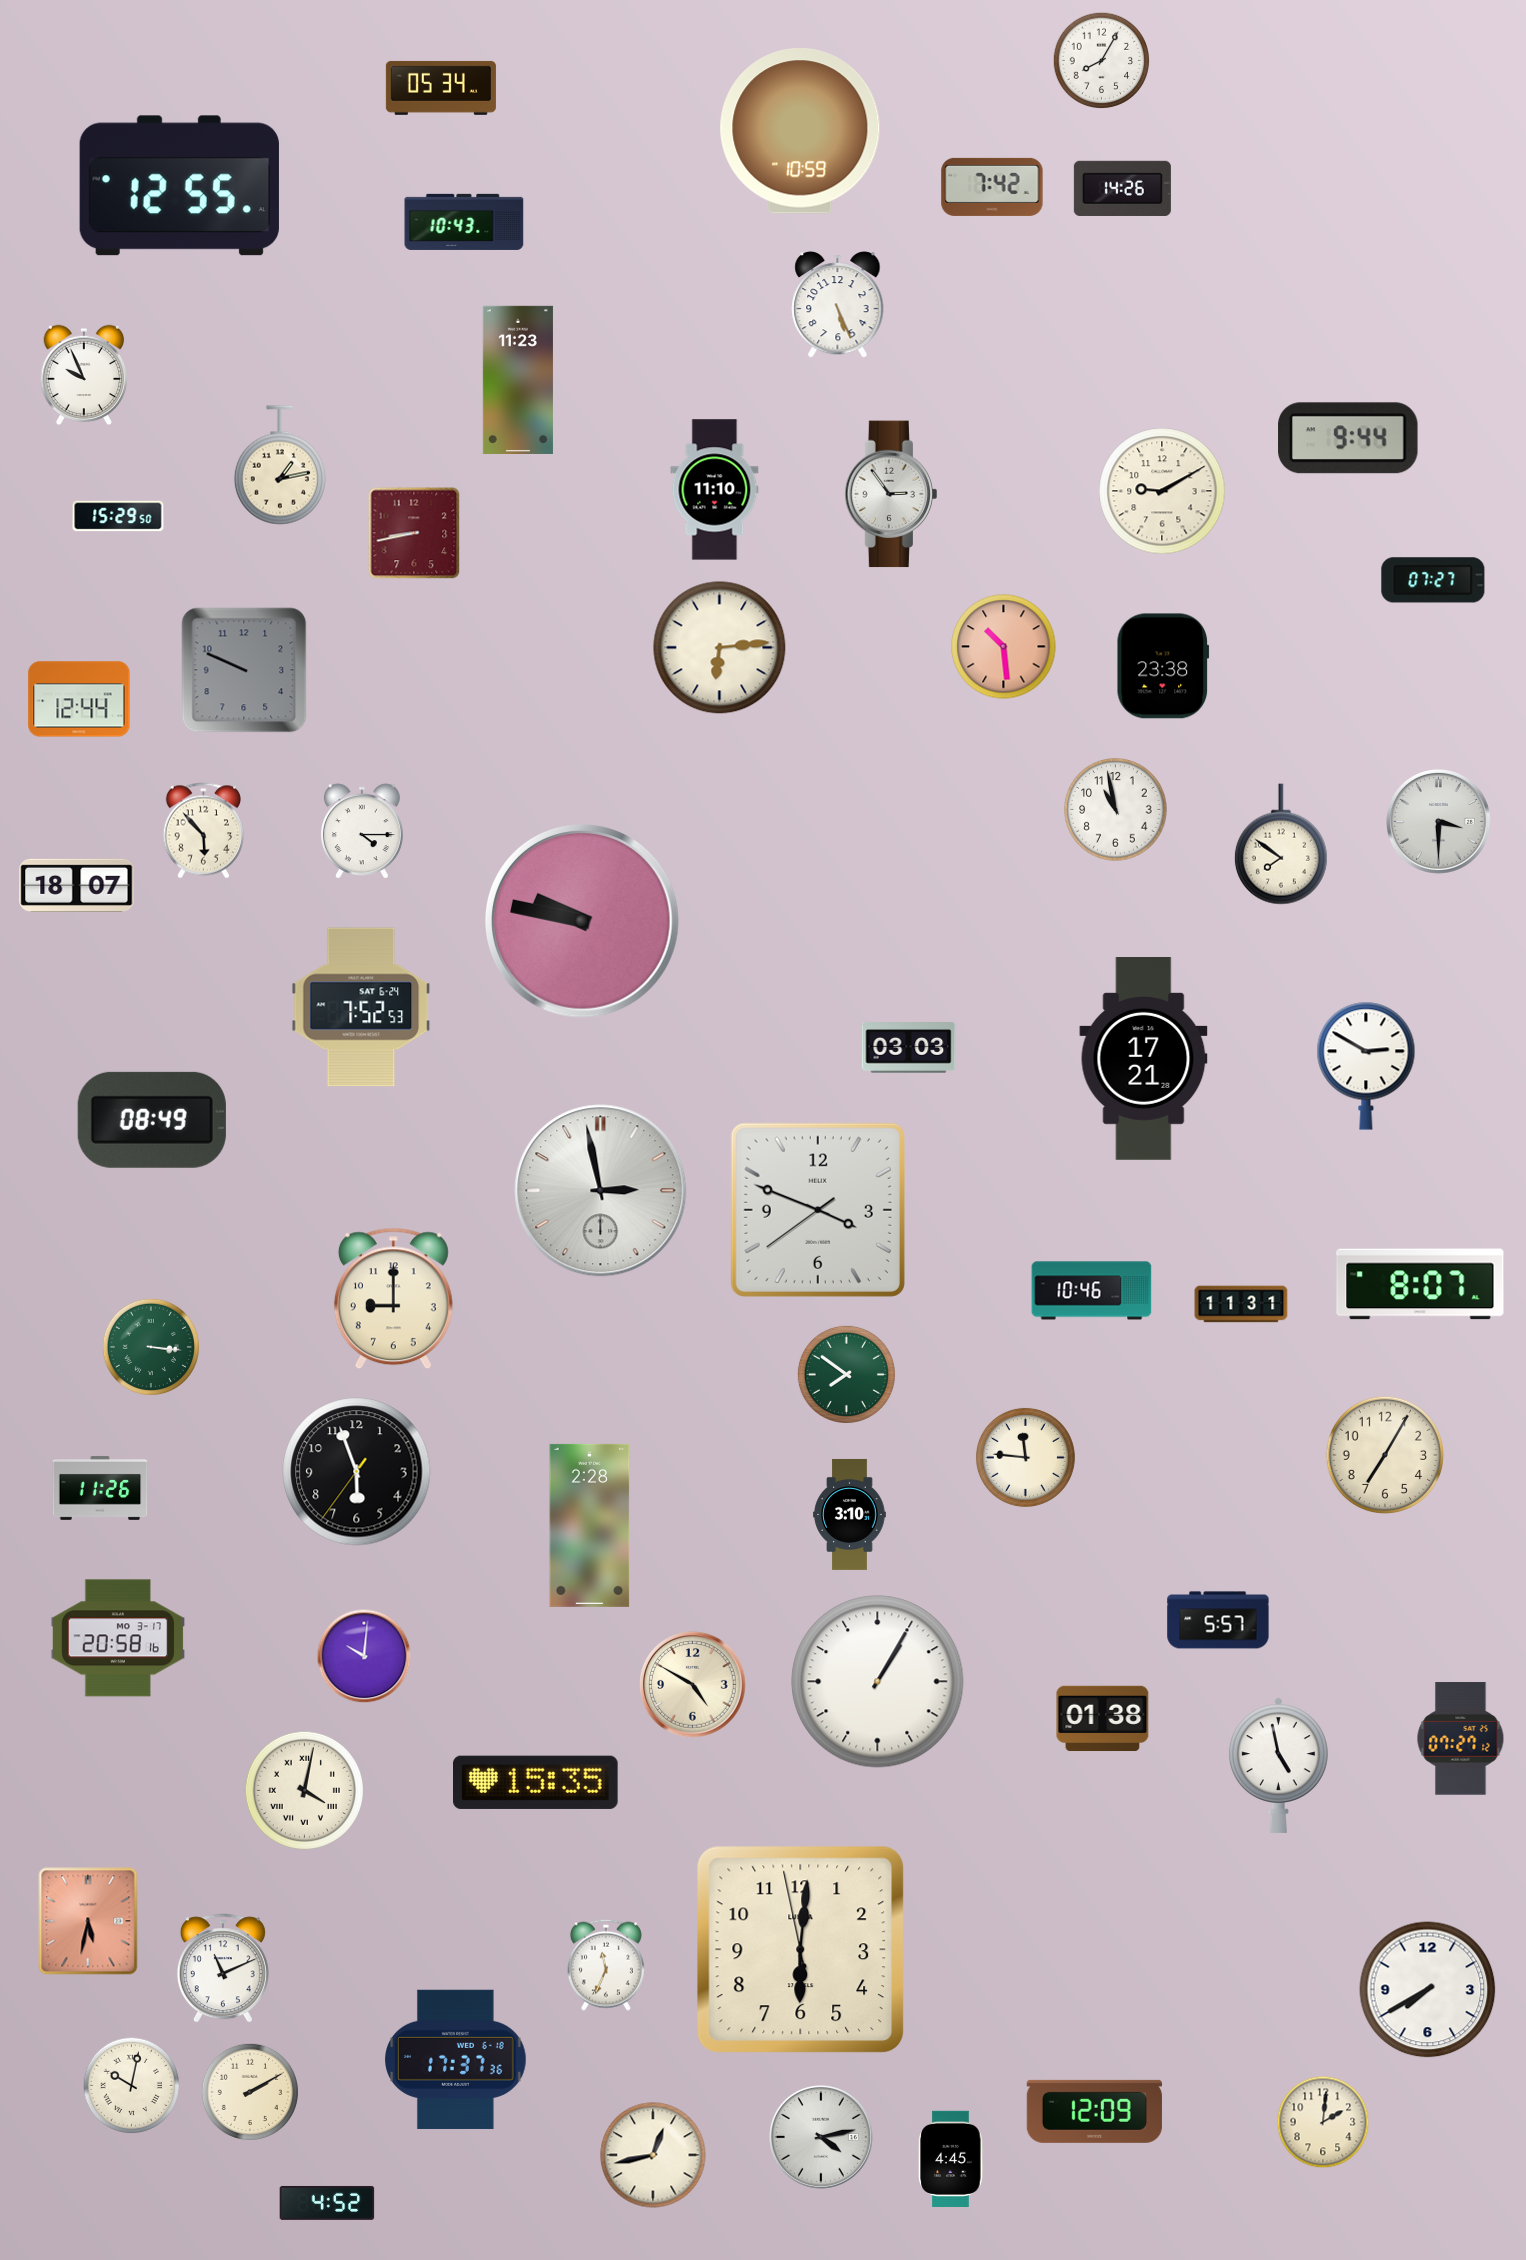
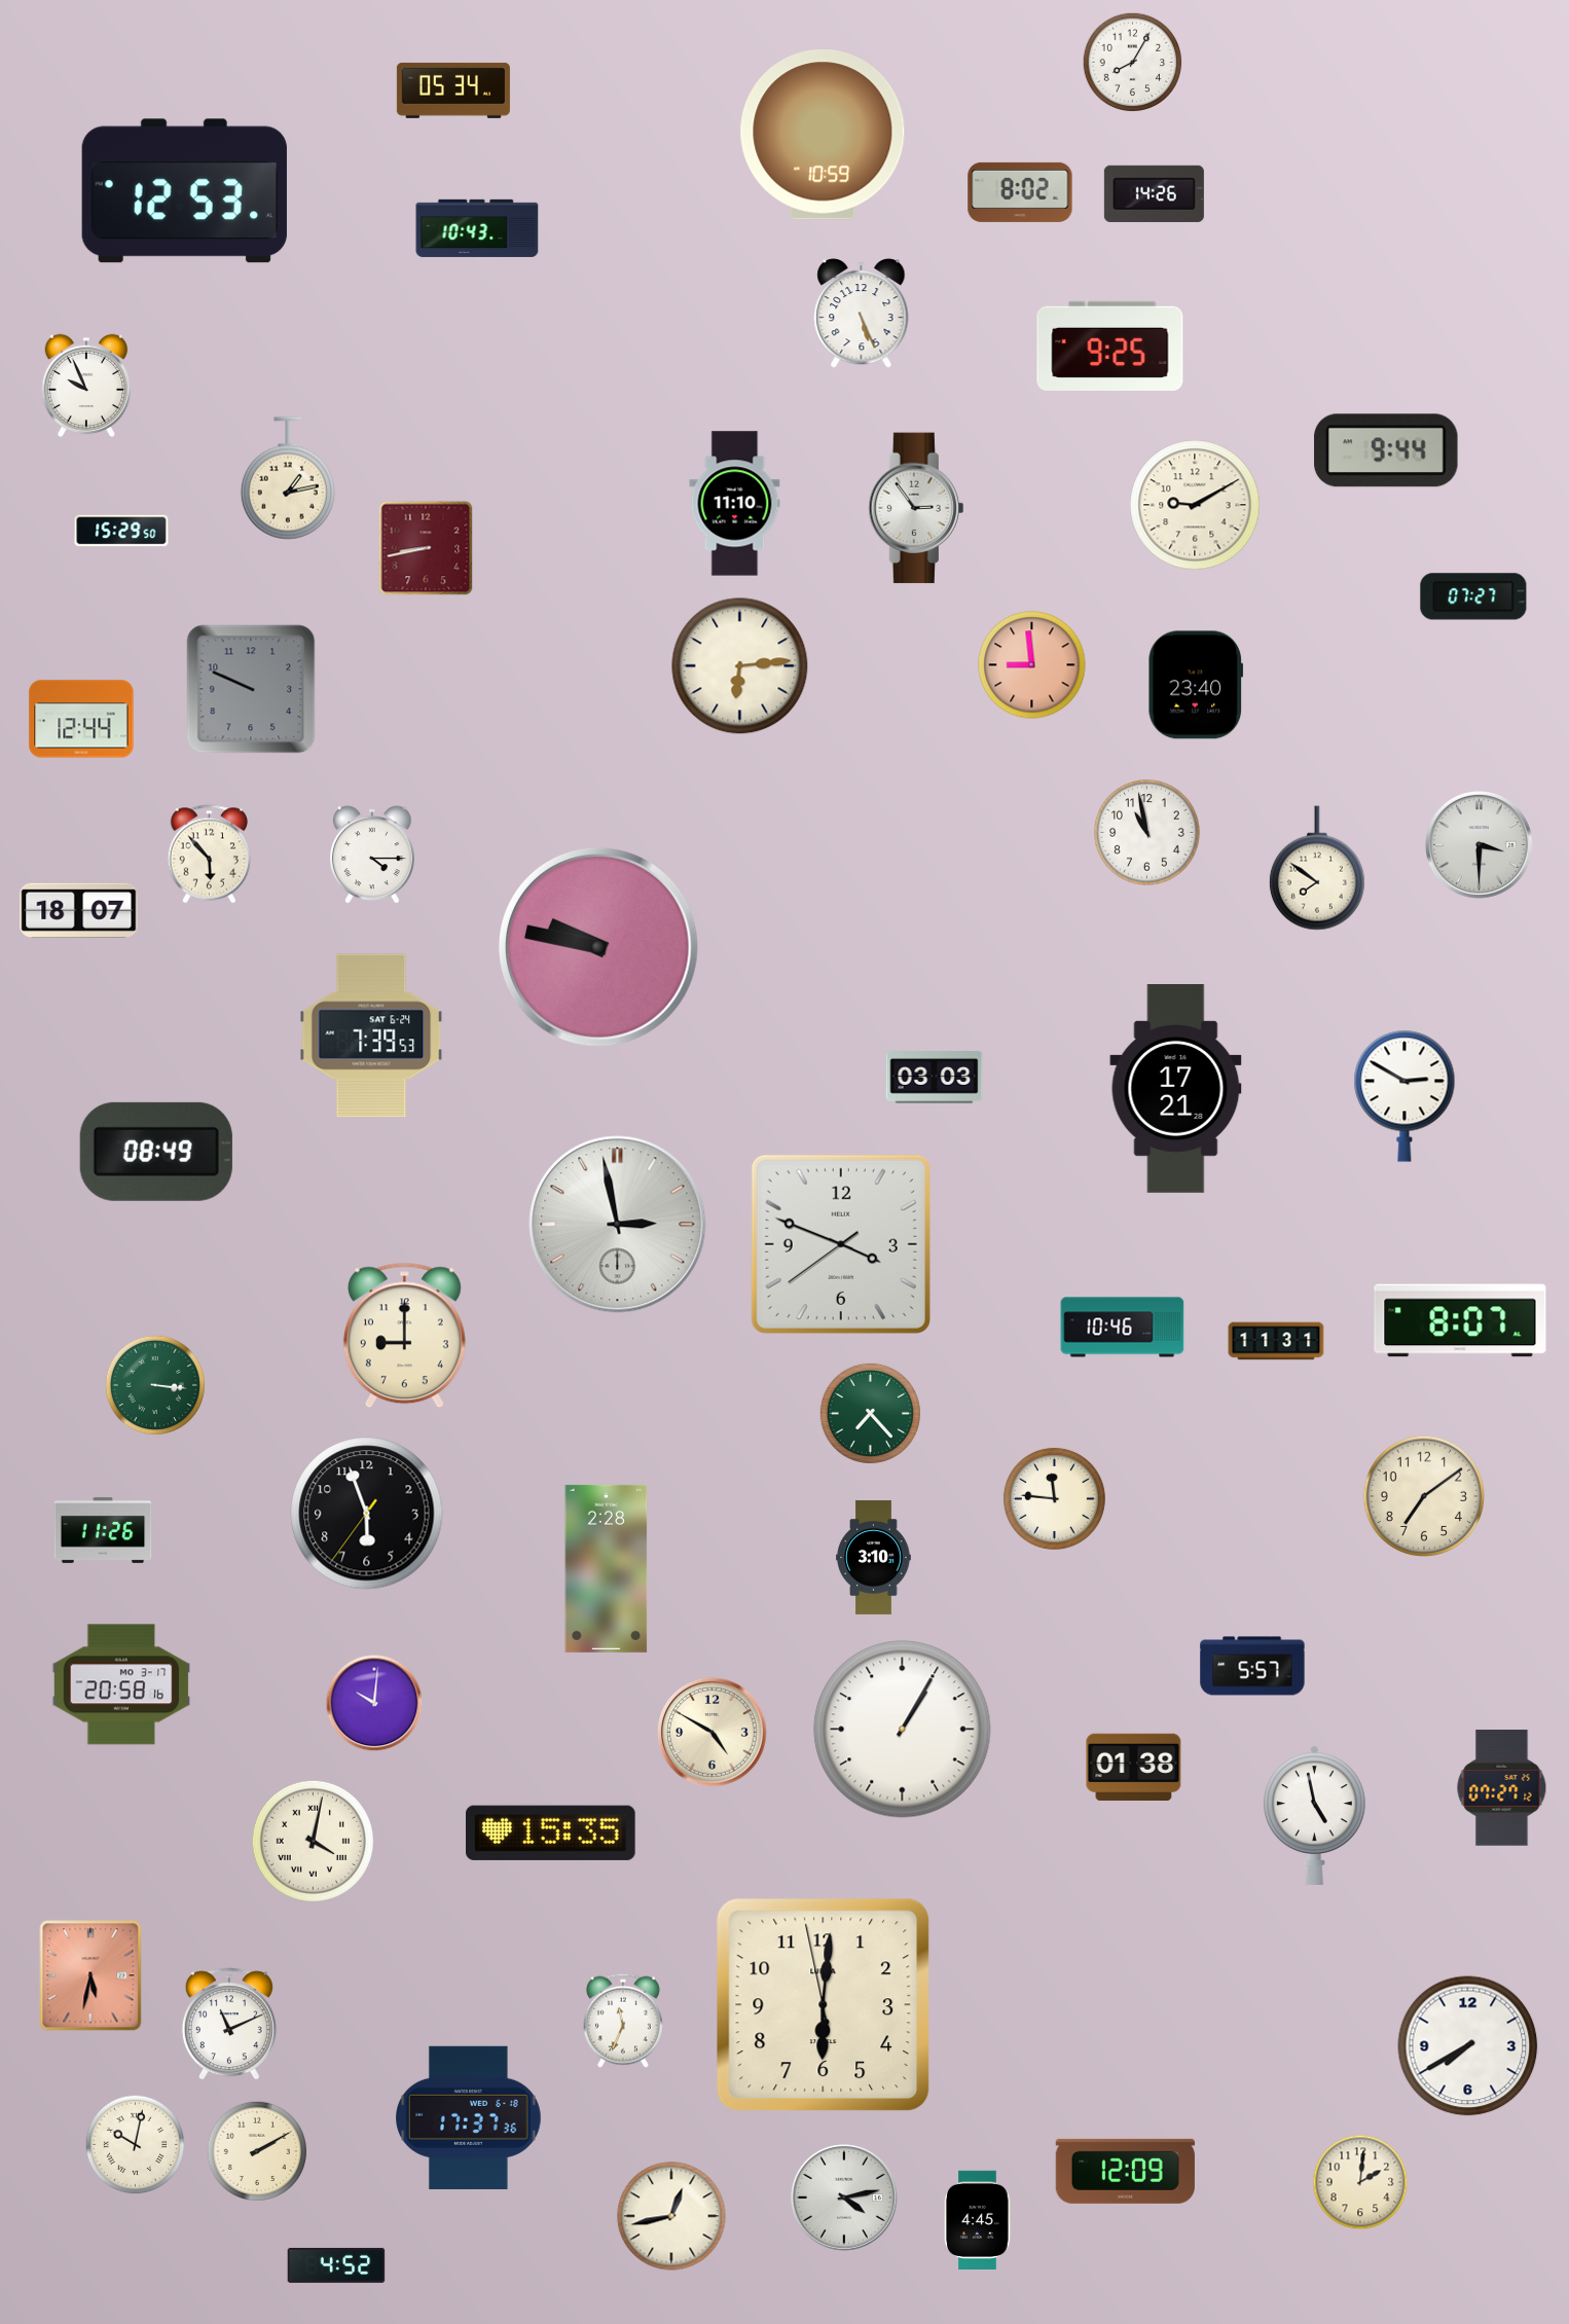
clock at (179, 186): 12:55 -> 12:53
clock at (992, 187): 7:42 -> 8:02
clock at (1110, 346): none -> 9:25
clock at (518, 380): 11:23 -> none
clock at (1004, 647): 10:29 -> 8:59
clock at (1163, 666): 23:38 -> 23:40
clock at (361, 1007): 7:52 -> 7:39
clock at (846, 1374): 7:51 -> 7:23
clock at (1384, 1454): 7:05 -> 7:09
